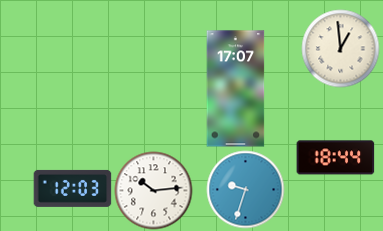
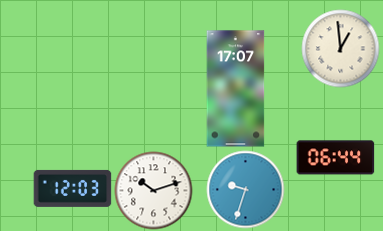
clock at (335, 158): 18:44 -> 06:44
clock at (153, 190): 10:14 -> 10:12
